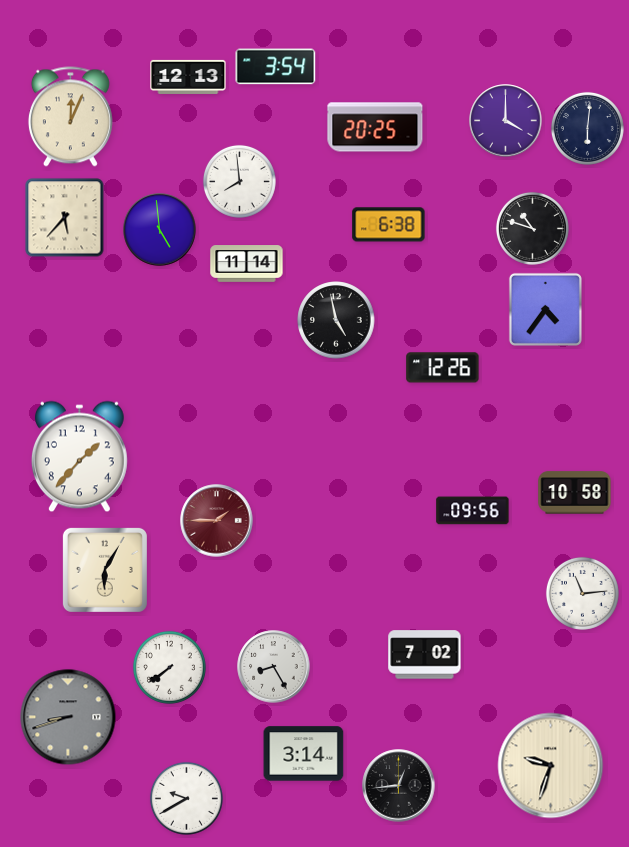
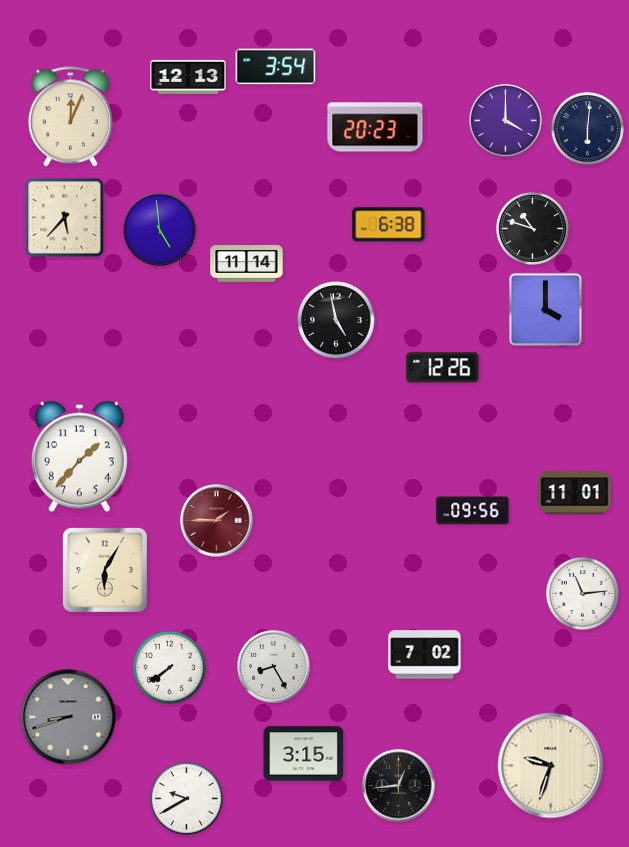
clock at (375, 127): 20:25 -> 20:23
clock at (239, 181): 7:59 -> none
clock at (545, 309): 4:36 -> 4:00
clock at (575, 493): 10:58 -> 11:01
clock at (304, 754): 3:14 -> 3:15
